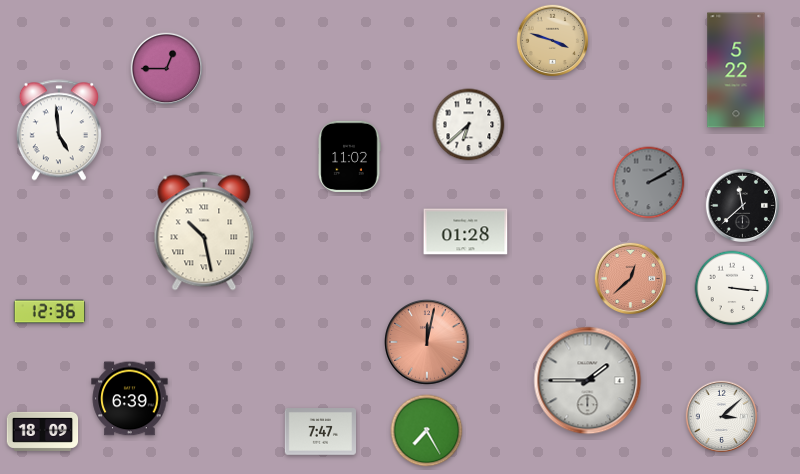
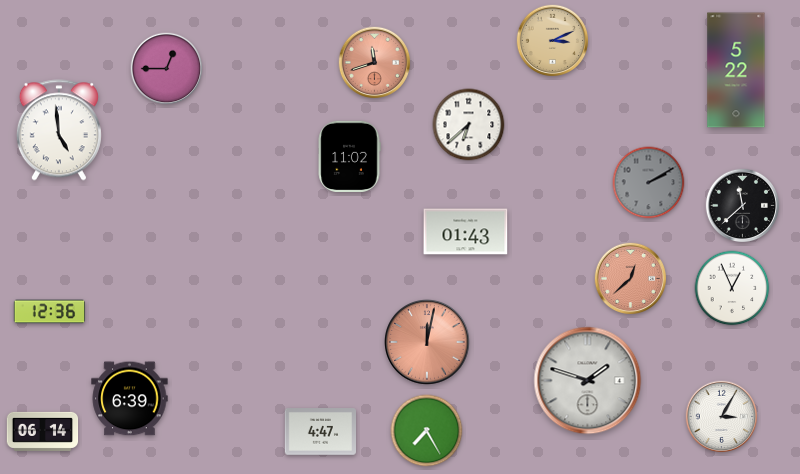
clock at (553, 41): 3:48 -> 3:11
clock at (375, 63): none -> 11:42
clock at (204, 231): 10:28 -> none
clock at (466, 232): 01:28 -> 01:43
clock at (732, 288): 3:16 -> 12:56
clock at (588, 381): 1:45 -> 1:48
clock at (722, 417): 3:08 -> 3:05
clock at (43, 431): 18:09 -> 06:14
clock at (320, 432): 7:47 -> 4:47
